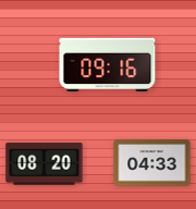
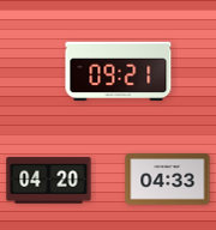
clock at (108, 64): 09:16 -> 09:21
clock at (45, 164): 08:20 -> 04:20
